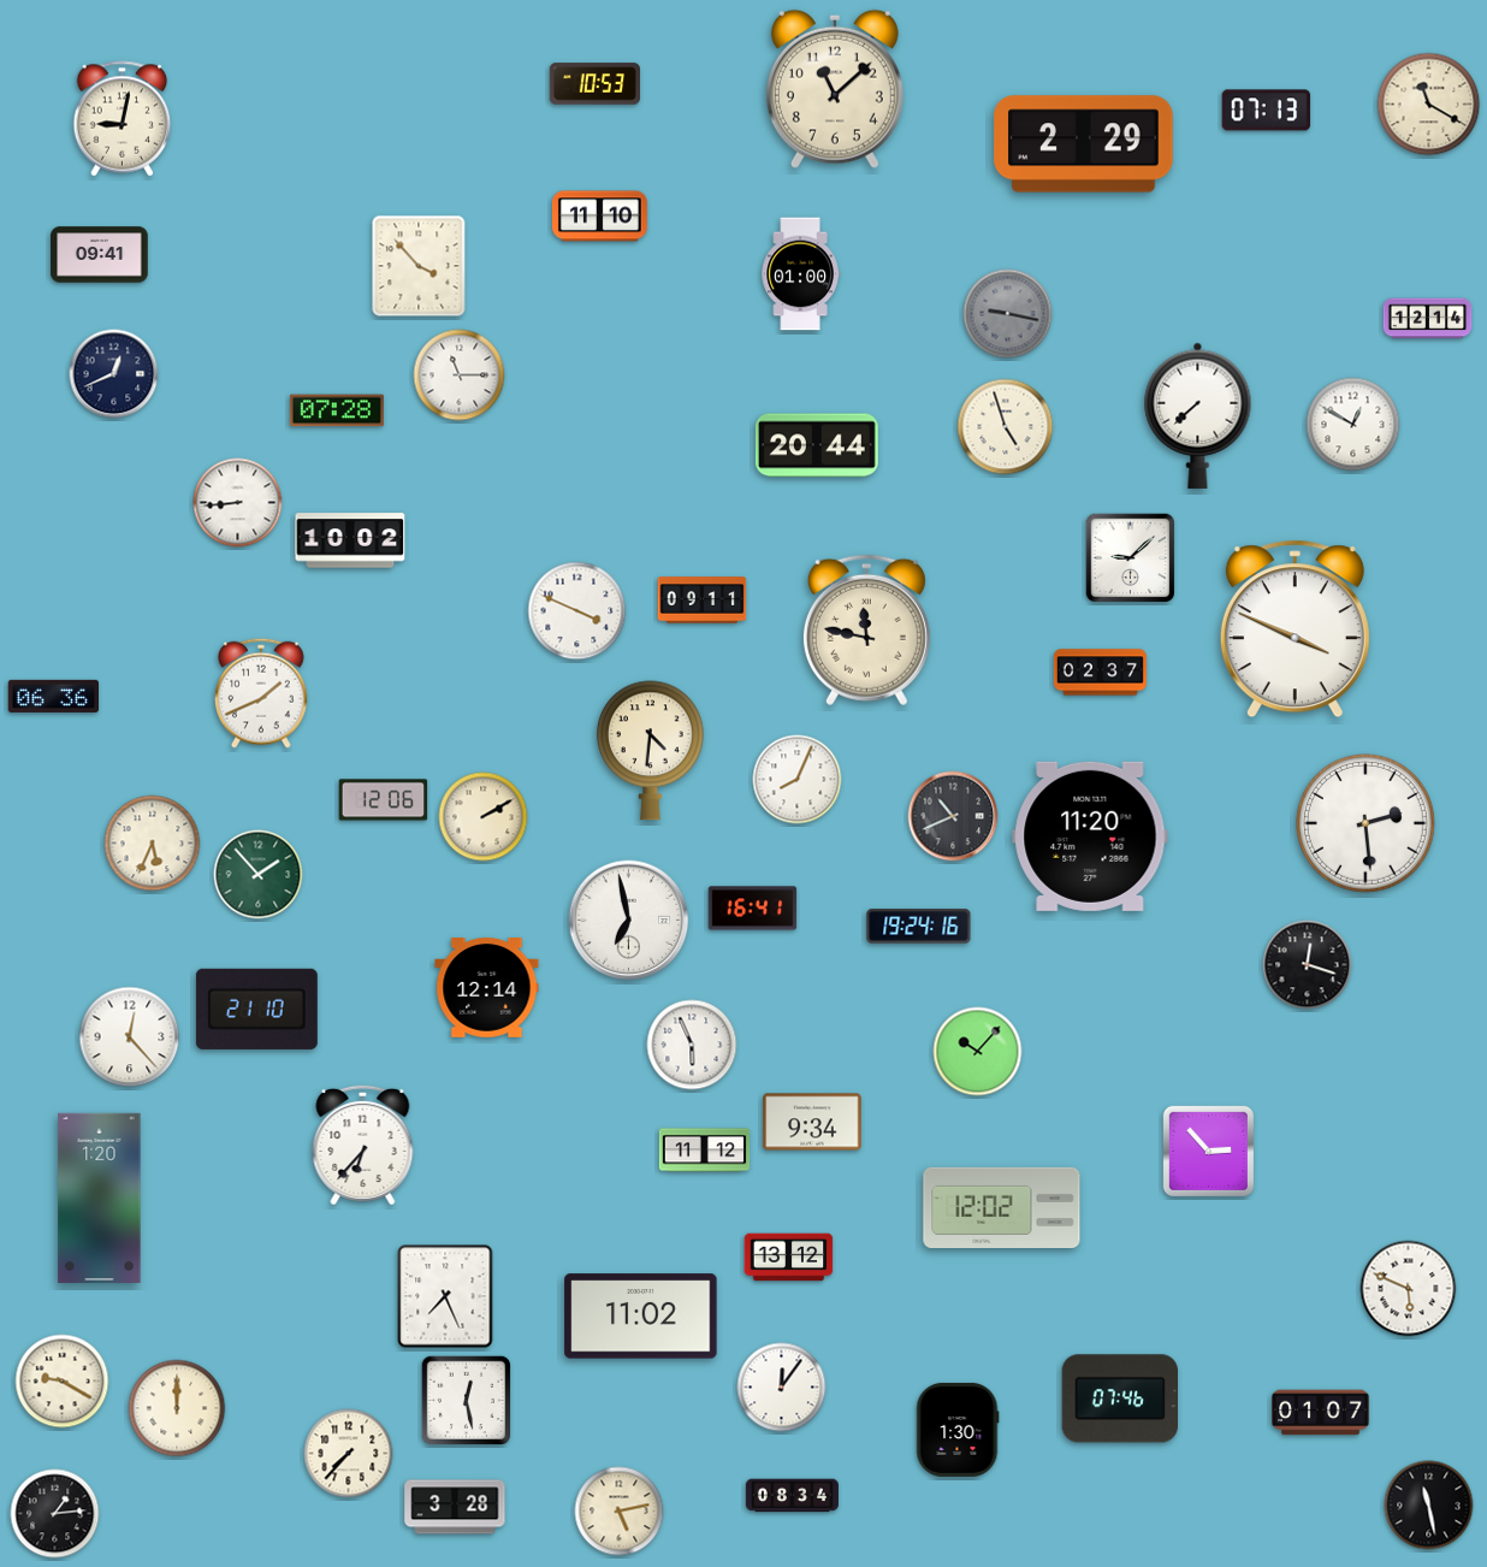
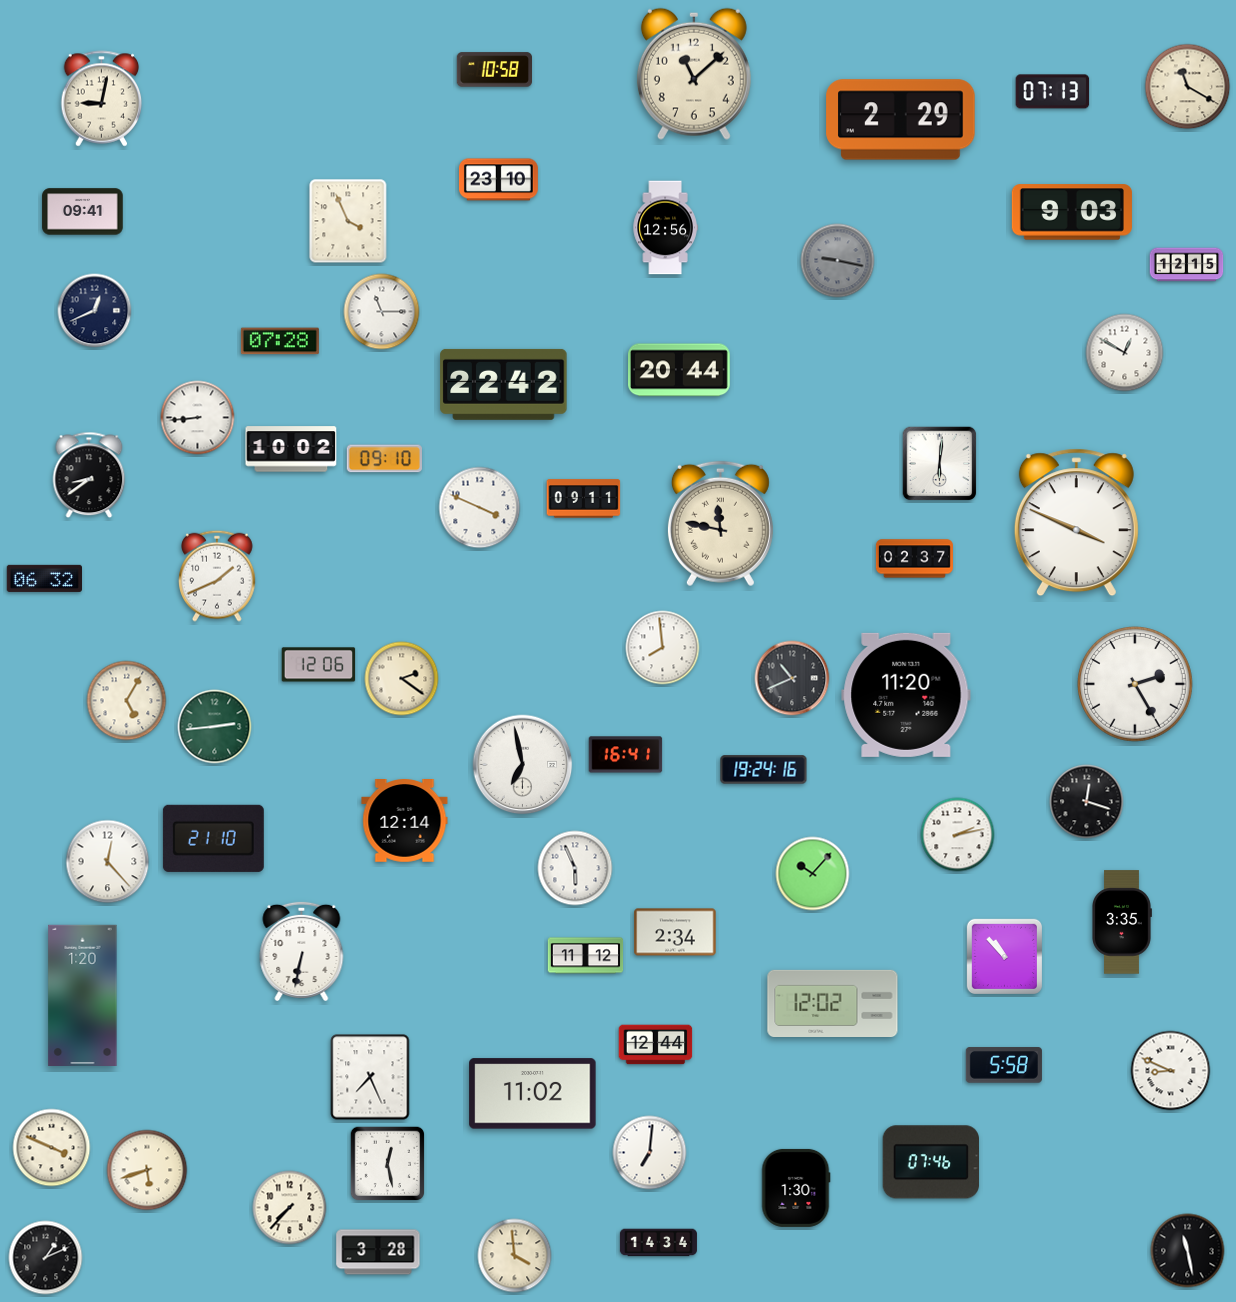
clock at (594, 84): 10:53 -> 10:58
clock at (599, 217): 11:10 -> 23:10
clock at (1072, 212): none -> 9:03
clock at (419, 266): 3:53 -> 3:56
clock at (800, 274): 01:00 -> 12:56
clock at (1428, 319): 12:14 -> 12:15
clock at (1198, 415): 7:38 -> none
clock at (1006, 427): 4:57 -> none
clock at (504, 384): none -> 22:42
clock at (384, 459): none -> 09:10
clock at (1131, 558): 9:08 -> 6:01
clock at (89, 475): none -> 8:39
clock at (53, 696): 06:36 -> 06:32
clock at (650, 751): 4:31 -> none
clock at (798, 780): 8:04 -> 7:59
clock at (484, 817): 2:10 -> 2:21
clock at (1367, 824): 2:29 -> 2:25
clock at (153, 844): 5:34 -> 5:05
clock at (259, 875): 1:53 -> 2:44
clock at (958, 835): none -> 2:13
clock at (1122, 922): none -> 3:35
clock at (812, 1122): 9:34 -> 2:34
clock at (363, 1145): 6:37 -> 6:32
clock at (1208, 1151): 2:53 -> 10:53
clock at (789, 1258): 13:12 -> 12:44
clock at (1004, 1065): none -> 5:58
clock at (1409, 1289): 5:49 -> 8:49
clock at (63, 1382): 9:20 -> 3:49
clock at (782, 1388): 12:06 -> 7:01
clock at (177, 1408): 12:00 -> 5:42
clock at (1321, 1413): 01:07 -> none
clock at (792, 1496): 08:34 -> 14:34
clock at (620, 1512): 5:13 -> 3:59
clock at (55, 1514): 1:14 -> 1:11
